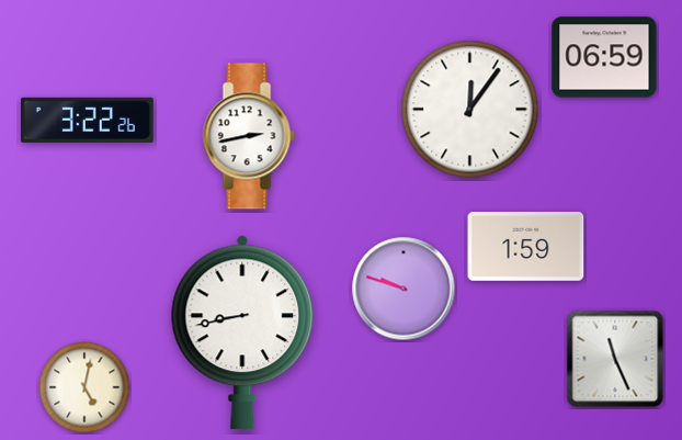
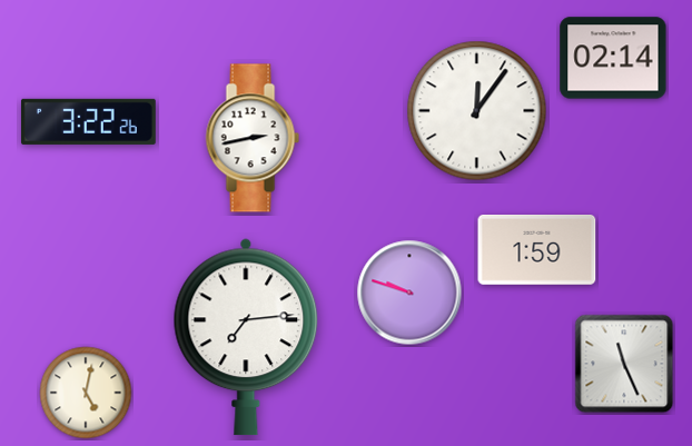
clock at (604, 57): 06:59 -> 02:14
clock at (526, 247) position: (526, 247) -> (537, 250)
clock at (242, 332): 8:43 -> 7:14
